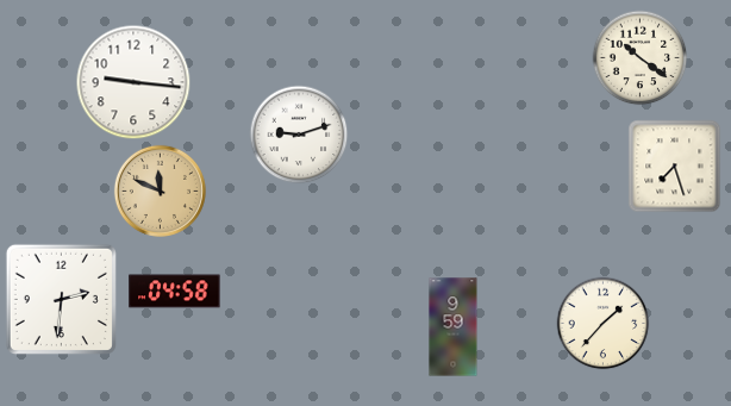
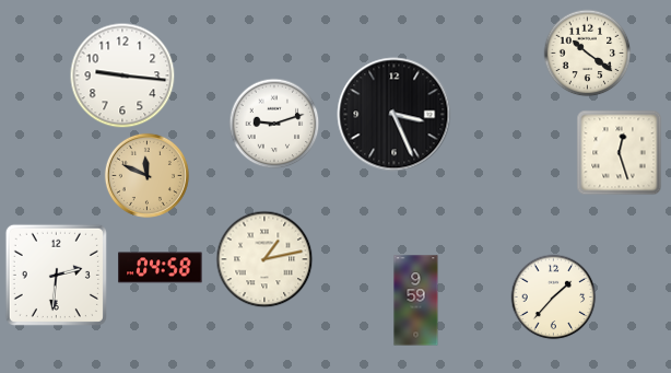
clock at (395, 115): none -> 3:26
clock at (674, 165): 7:27 -> 12:27
clock at (264, 259): none -> 1:13
